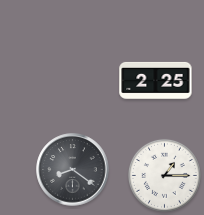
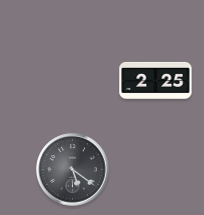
clock at (73, 170): 8:21 -> 5:21
clock at (164, 175): 1:15 -> none
